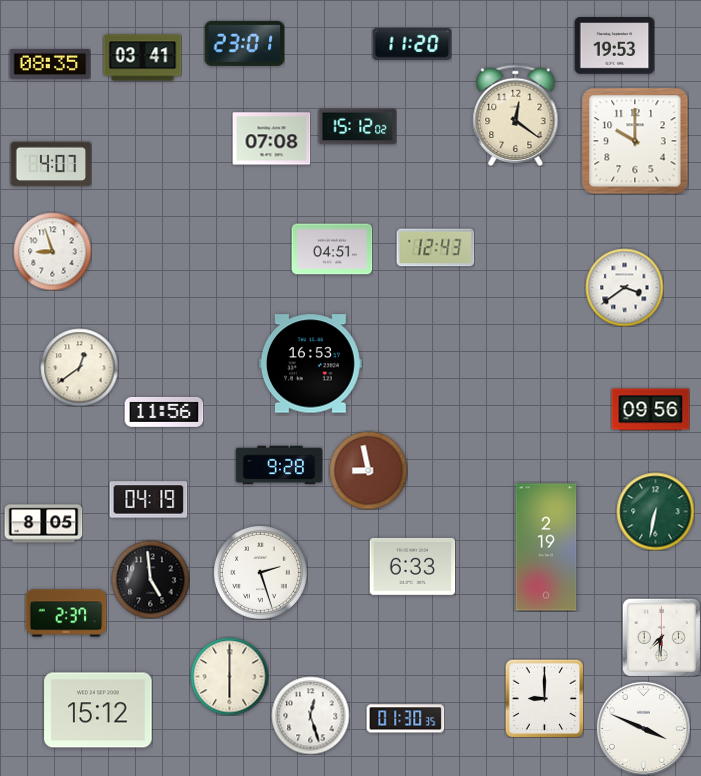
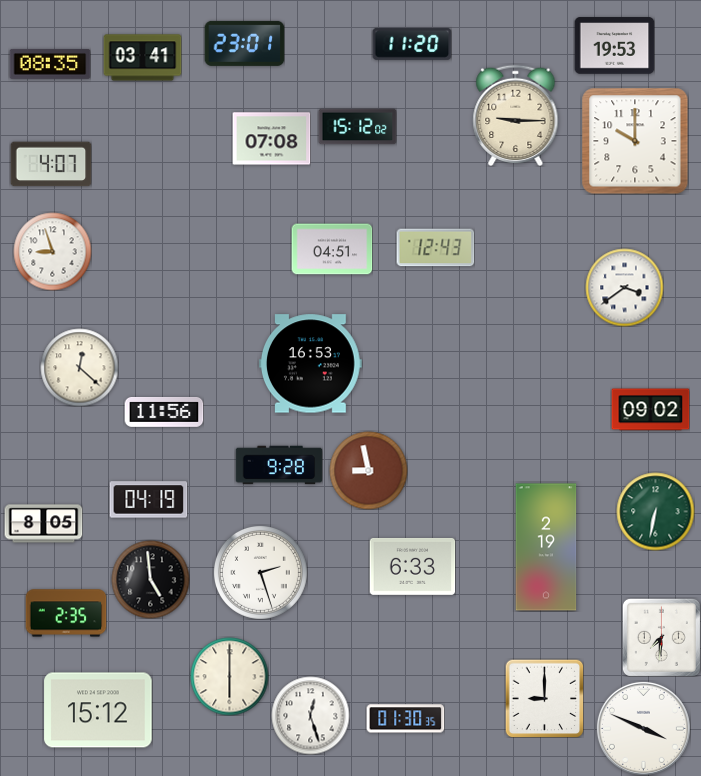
clock at (516, 115): 12:21 -> 9:15
clock at (79, 367): 12:39 -> 12:22
clock at (650, 410): 09:56 -> 09:02
clock at (66, 613): 2:37 -> 2:35
